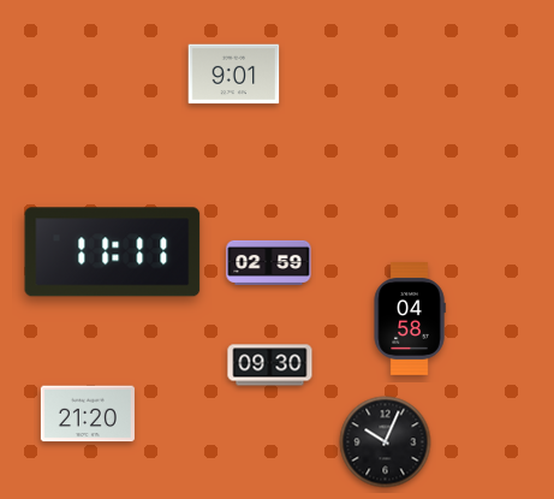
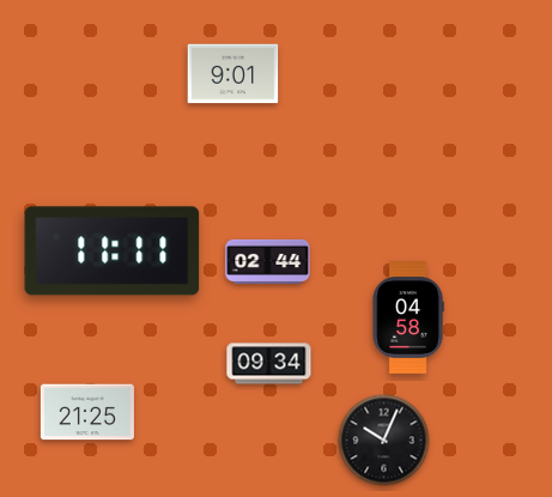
clock at (269, 262): 02:59 -> 02:44
clock at (270, 366): 09:30 -> 09:34
clock at (88, 414): 21:20 -> 21:25
